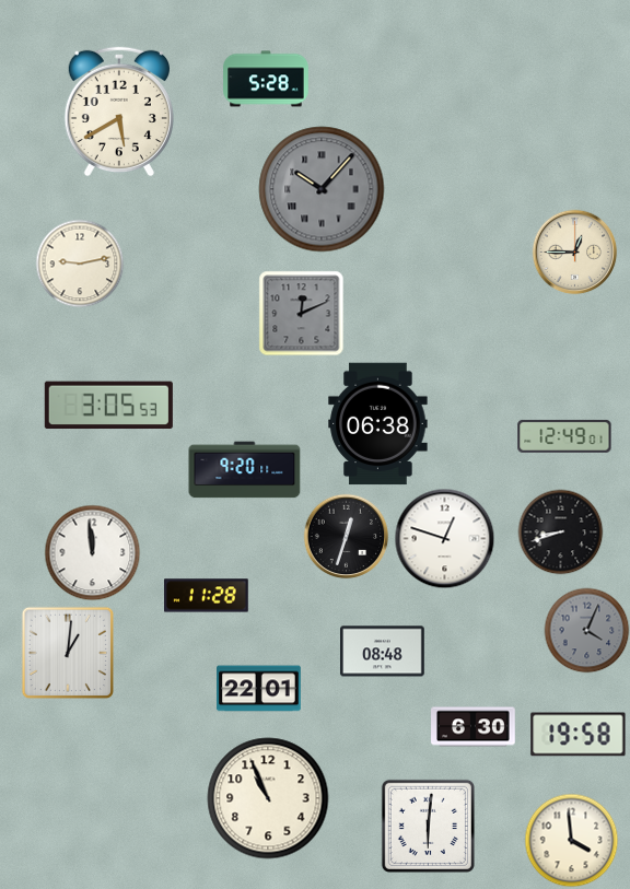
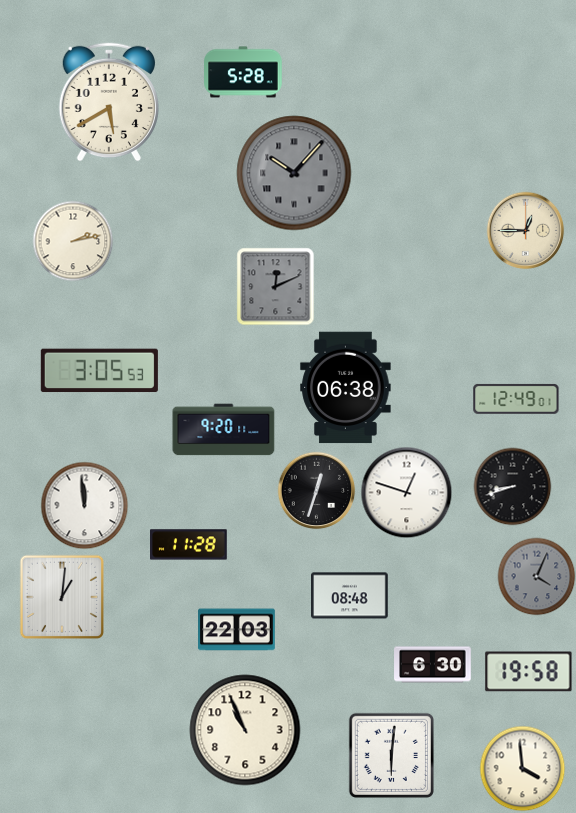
clock at (80, 264): 9:13 -> 2:13
clock at (259, 689): 22:01 -> 22:03
